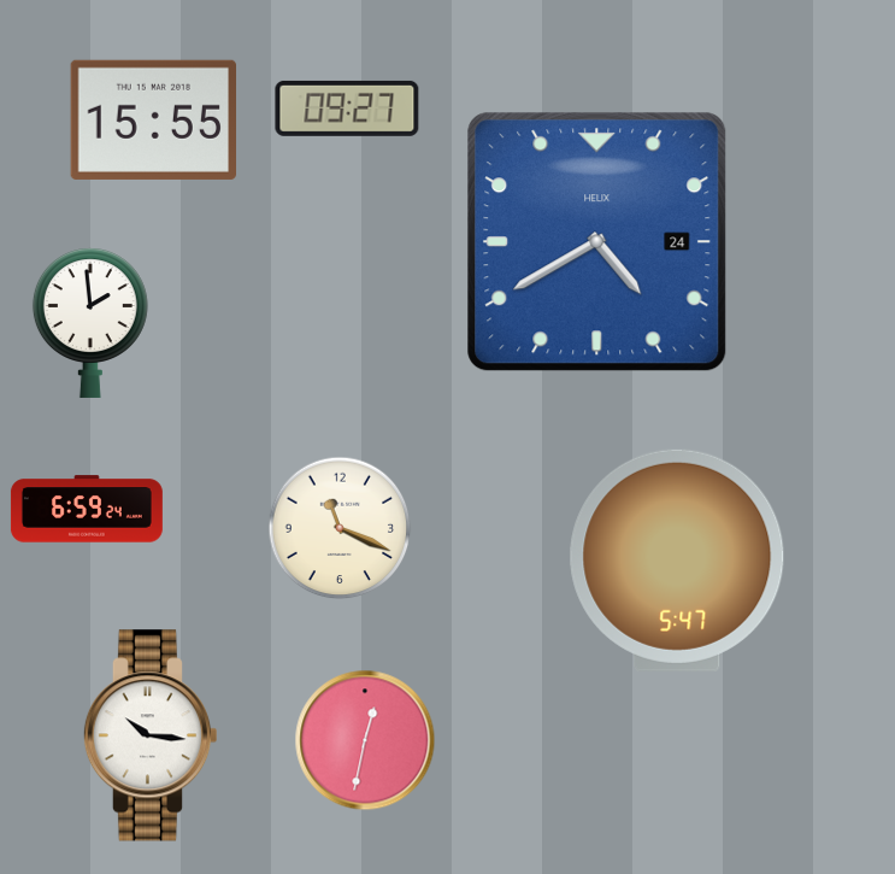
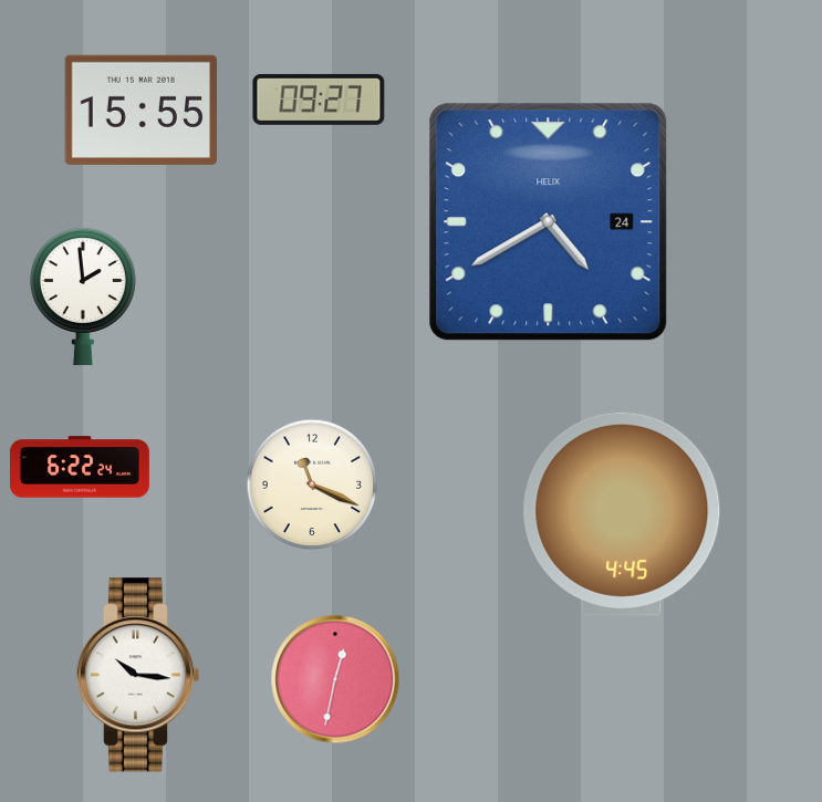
clock at (87, 509): 6:59 -> 6:22
clock at (677, 561): 5:47 -> 4:45
